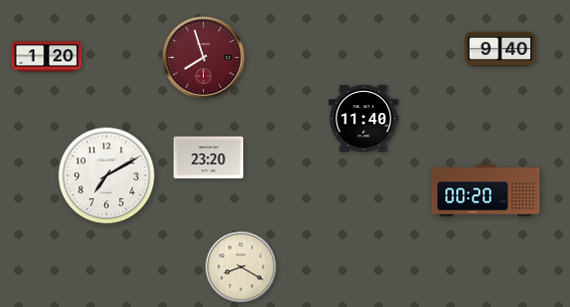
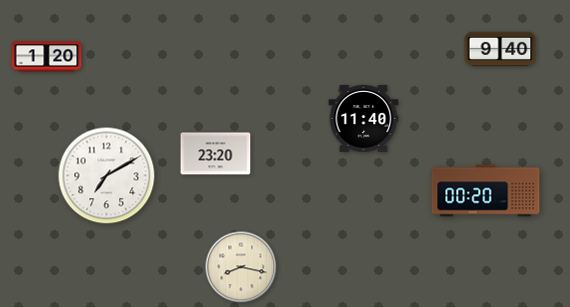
clock at (204, 58): 7:57 -> none
clock at (209, 158) position: (209, 158) -> (216, 154)
clock at (241, 267): 8:20 -> 8:17
